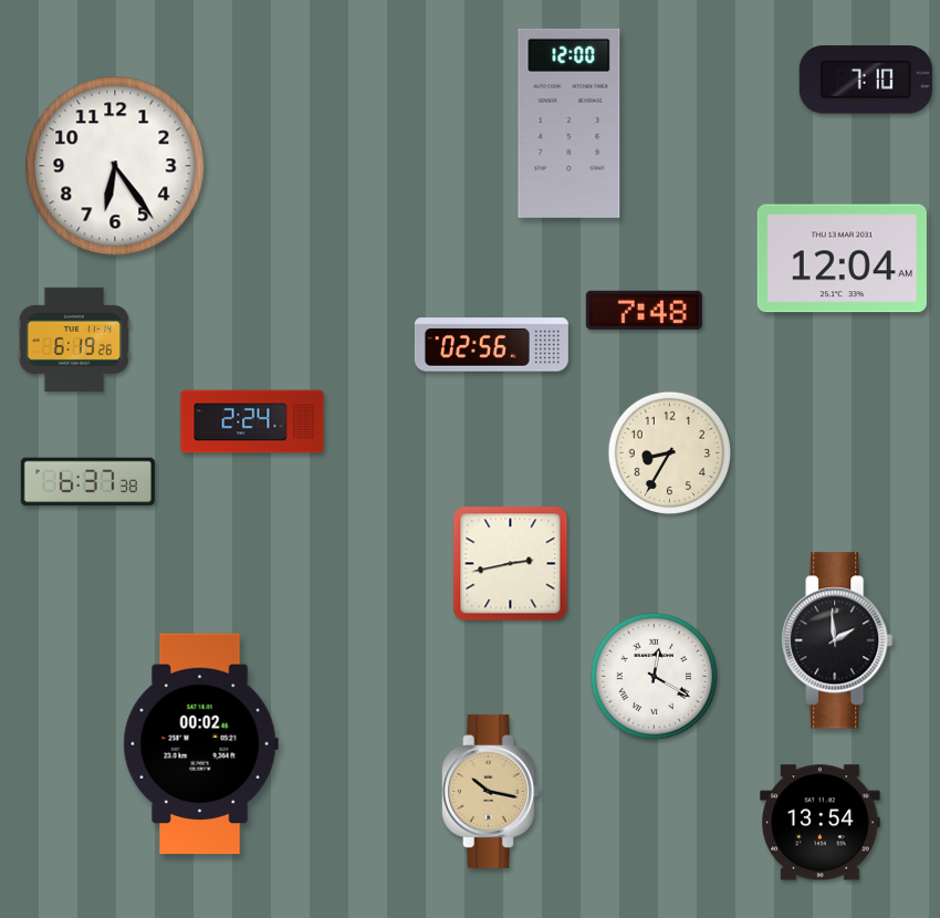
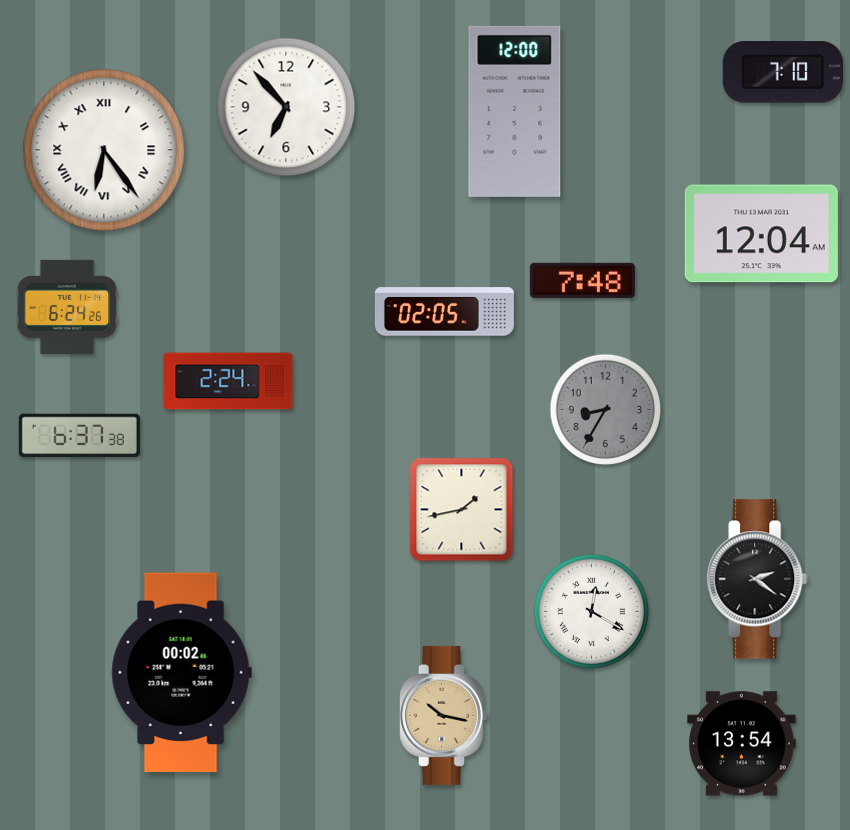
clock at (286, 107): none -> 6:53
clock at (115, 166) numerals: Arabic -> Roman
clock at (74, 340): 6:19 -> 6:24
clock at (491, 345): 02:56 -> 02:05
clock at (670, 453) dial: cream -> grey
clock at (511, 564): 2:43 -> 1:43
clock at (837, 640): 1:59 -> 2:21
